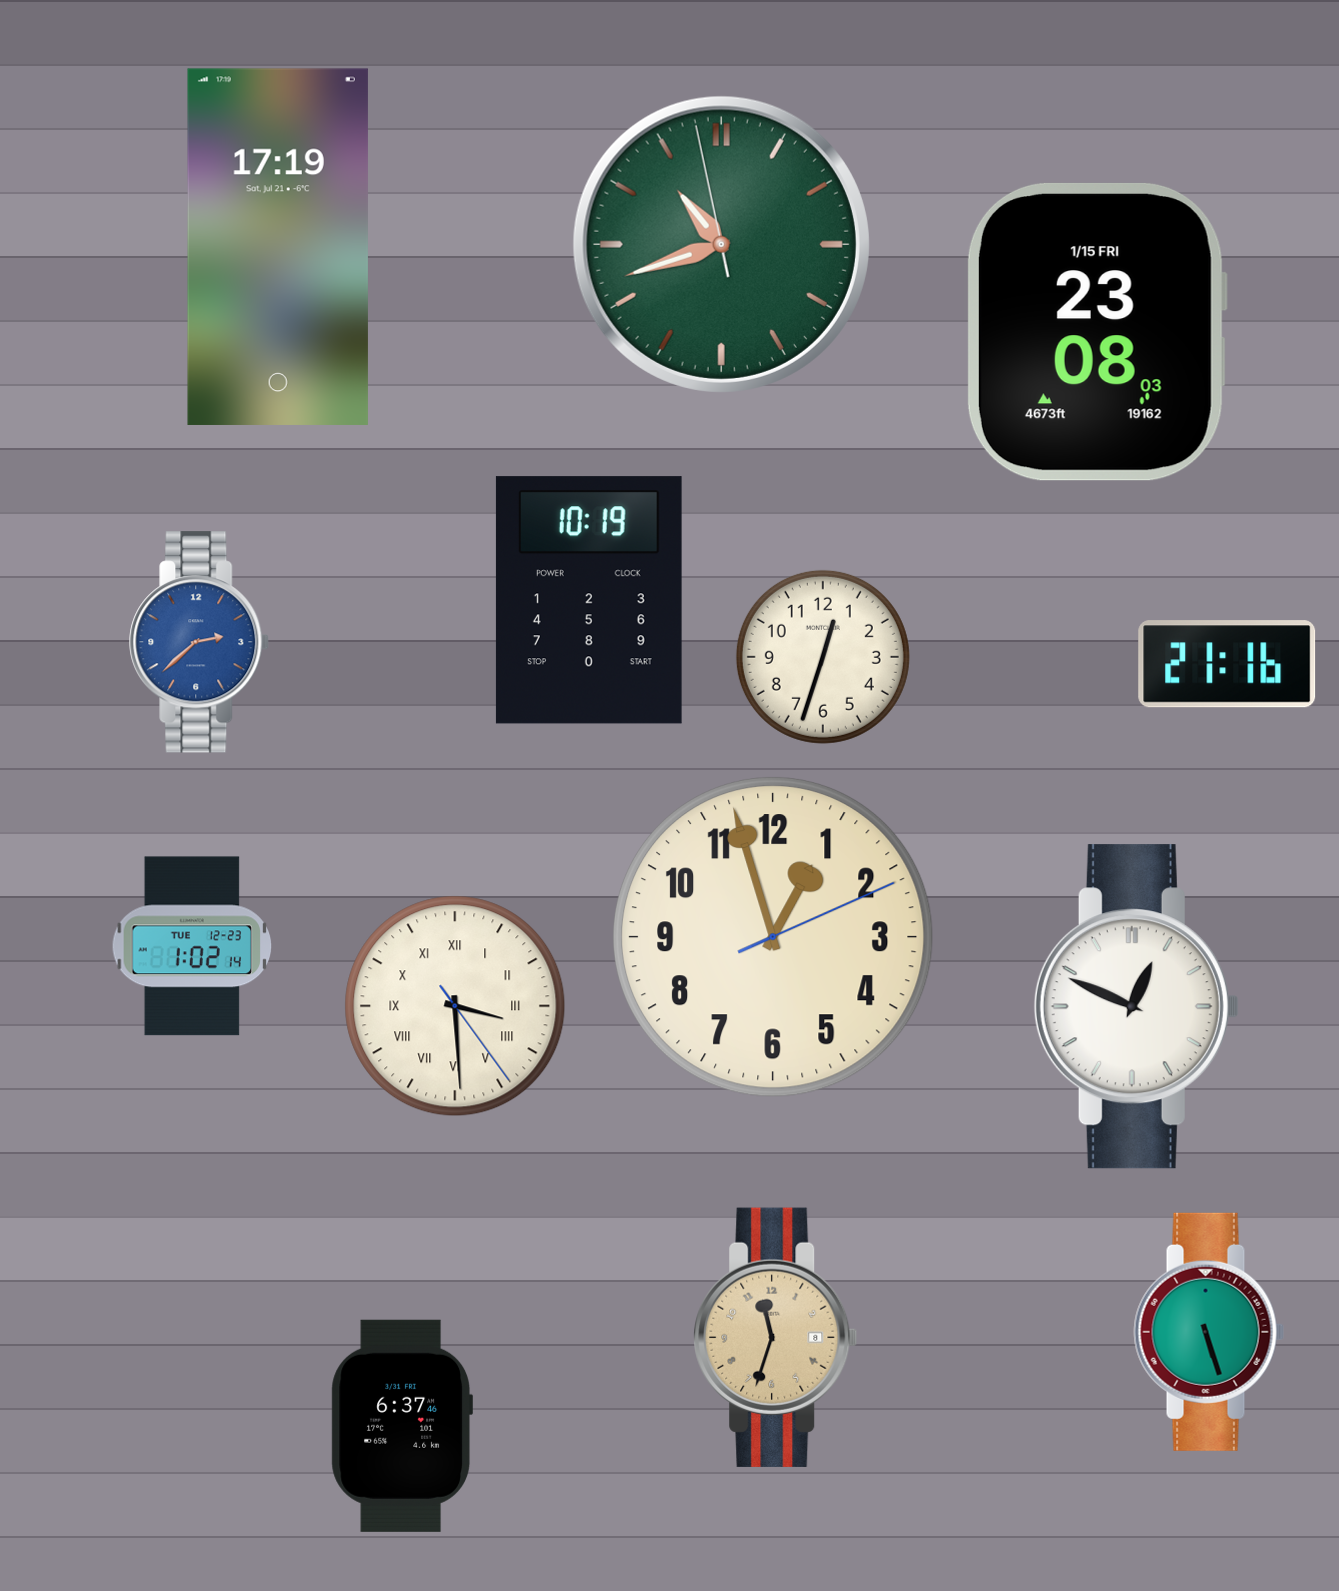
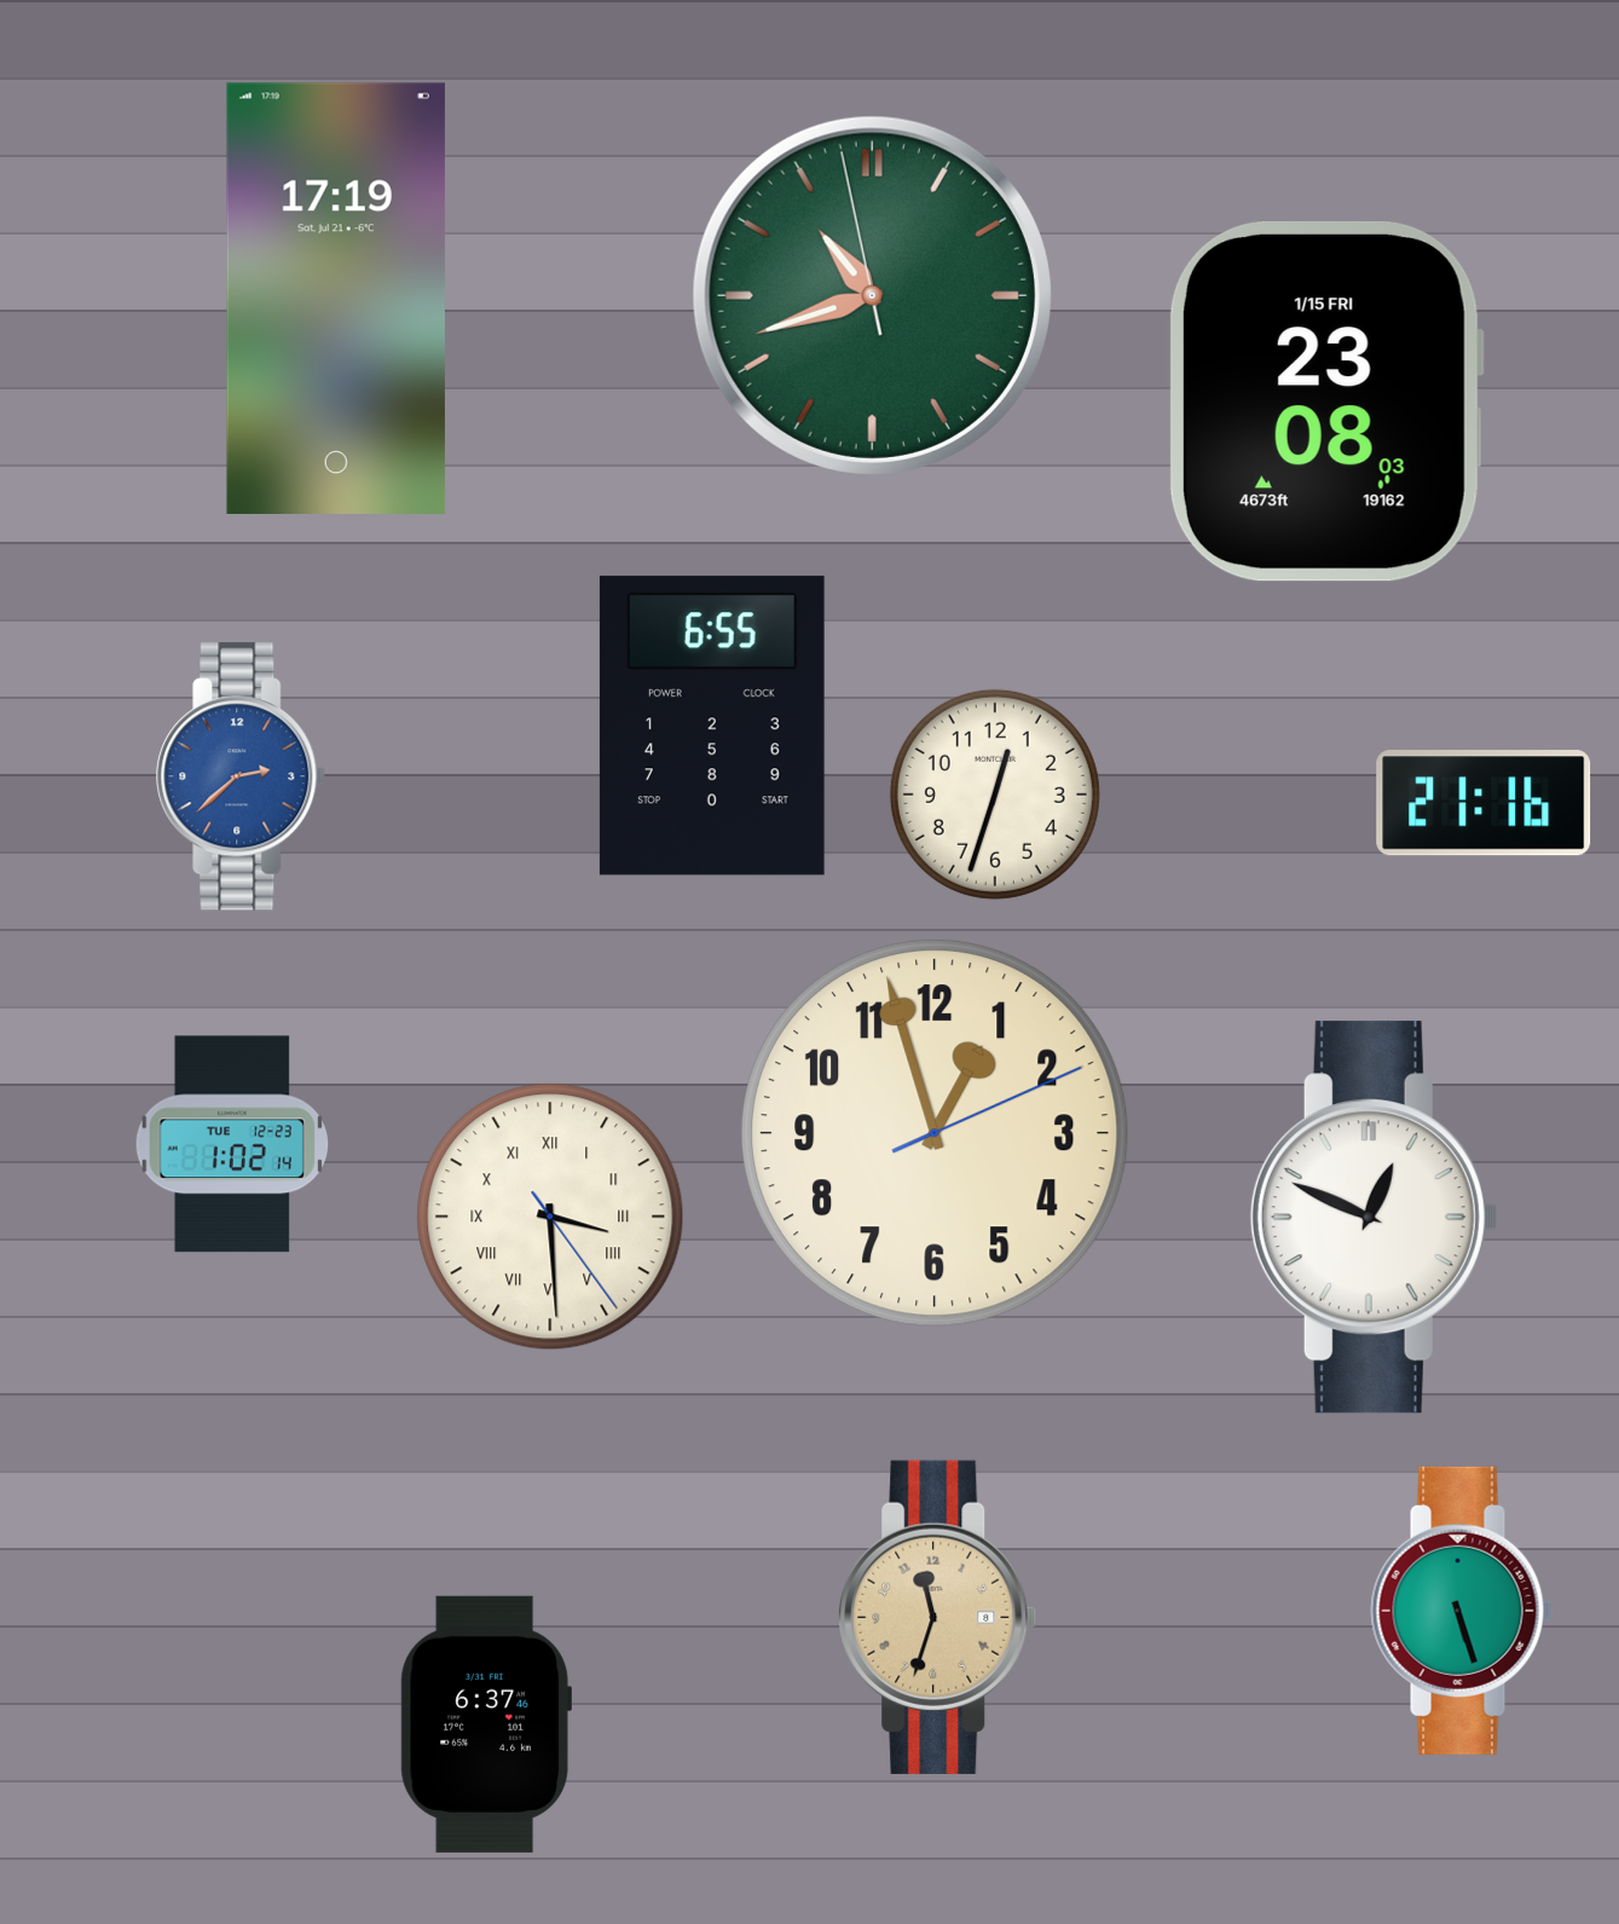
clock at (589, 600): 10:19 -> 6:55
